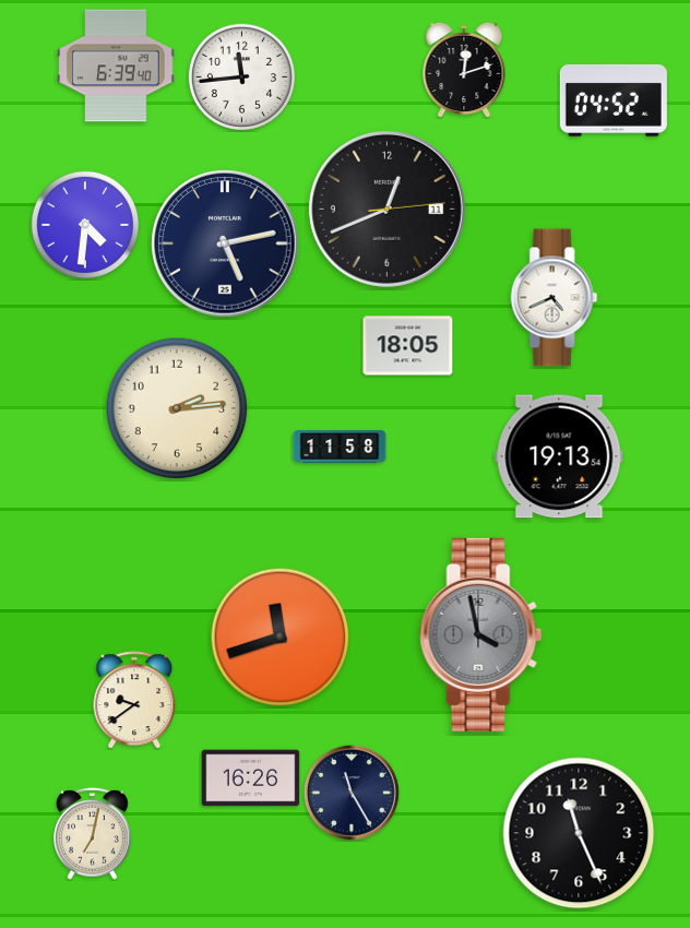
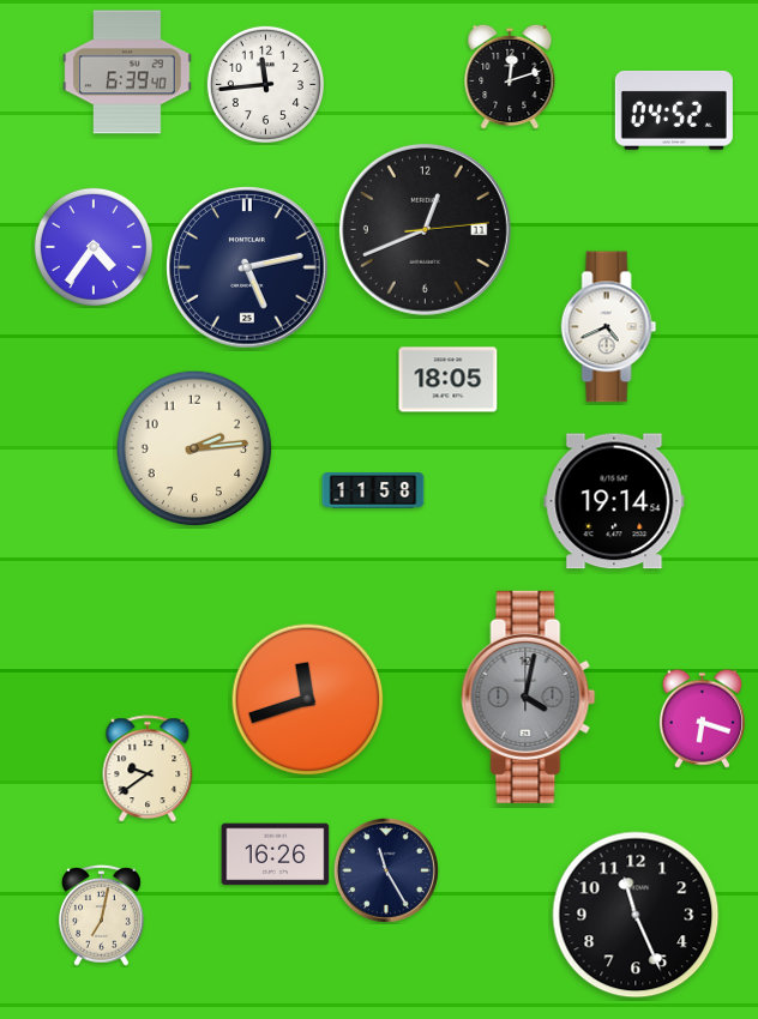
clock at (85, 225): 4:31 -> 4:36
clock at (559, 456): 19:13 -> 19:14
clock at (481, 634): 3:58 -> 4:02
clock at (702, 718): none -> 6:18
